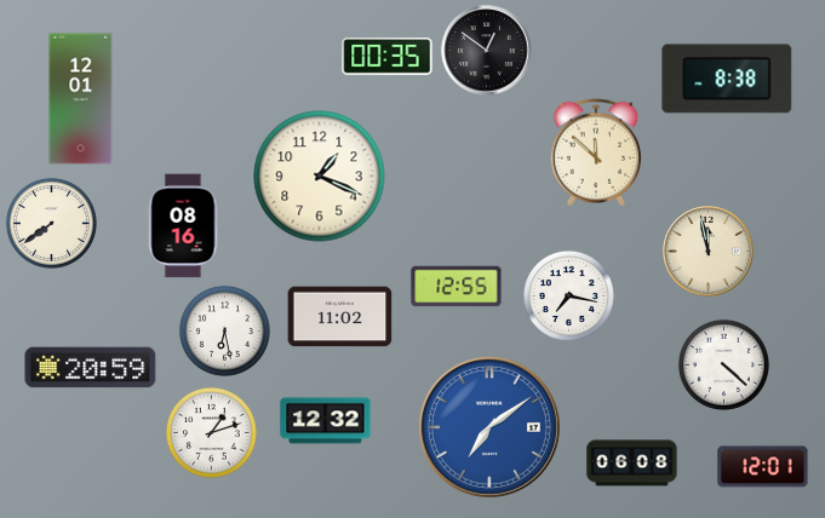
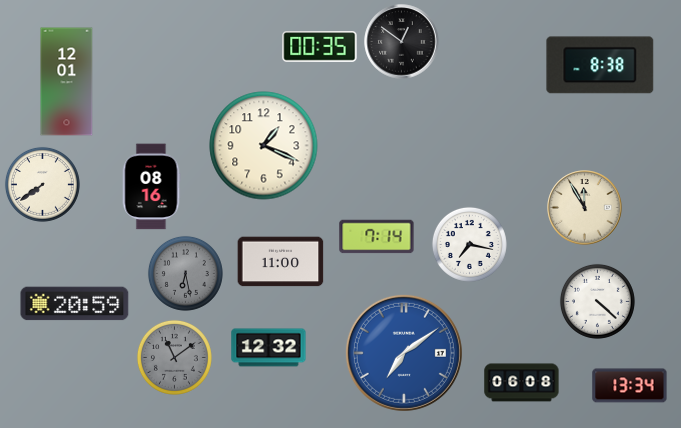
clock at (596, 152): 11:52 -> none
clock at (709, 252): 11:58 -> 11:55
clock at (457, 287): 12:55 -> 7:14
clock at (340, 317): 11:02 -> 11:00
clock at (224, 330) dial: white -> grey
clock at (211, 432): 1:12 -> 11:09
clock at (211, 432) dial: white -> grey
clock at (763, 467): 12:01 -> 13:34
